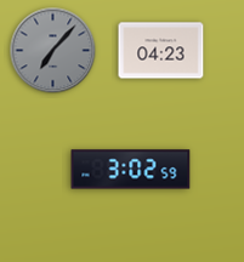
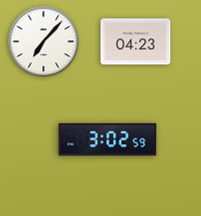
clock at (53, 51) dial: grey -> white
clock at (161, 51) position: (161, 51) -> (136, 42)
